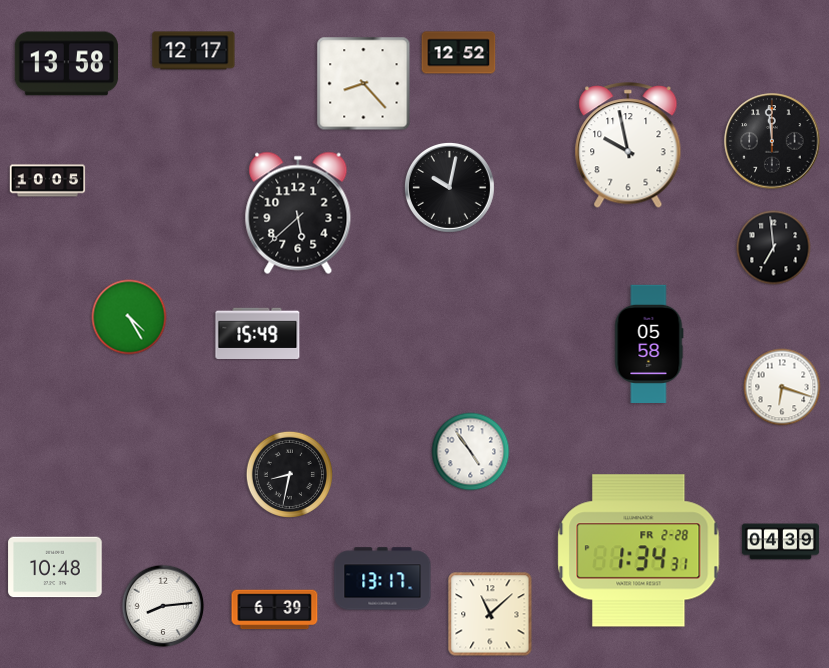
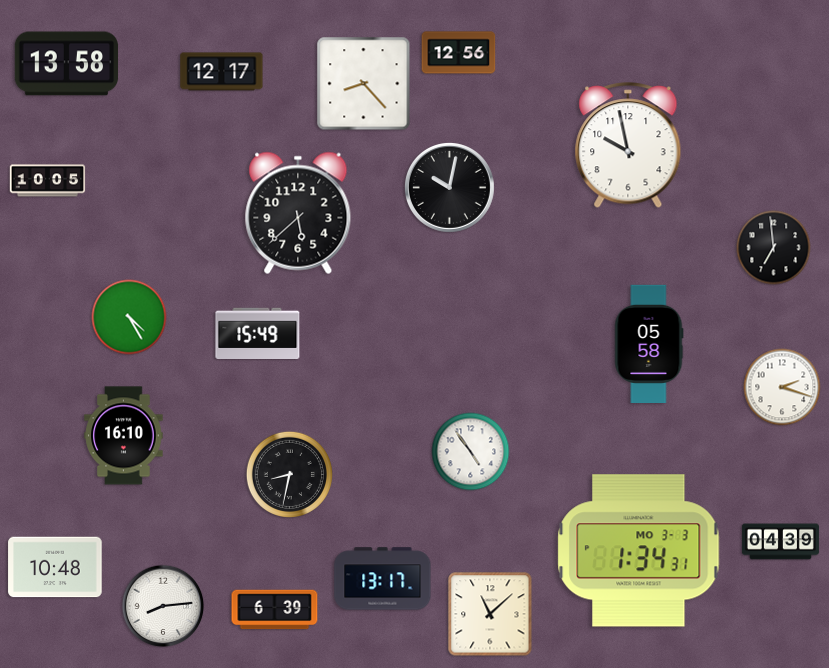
clock at (194, 51) position: (194, 51) -> (222, 72)
clock at (459, 53): 12:52 -> 12:56
clock at (772, 141): 11:59 -> none
clock at (782, 387): 6:18 -> 2:18
clock at (124, 436): none -> 16:10
clock at (639, 551) date: FR 2-28 -> MO 3-3
